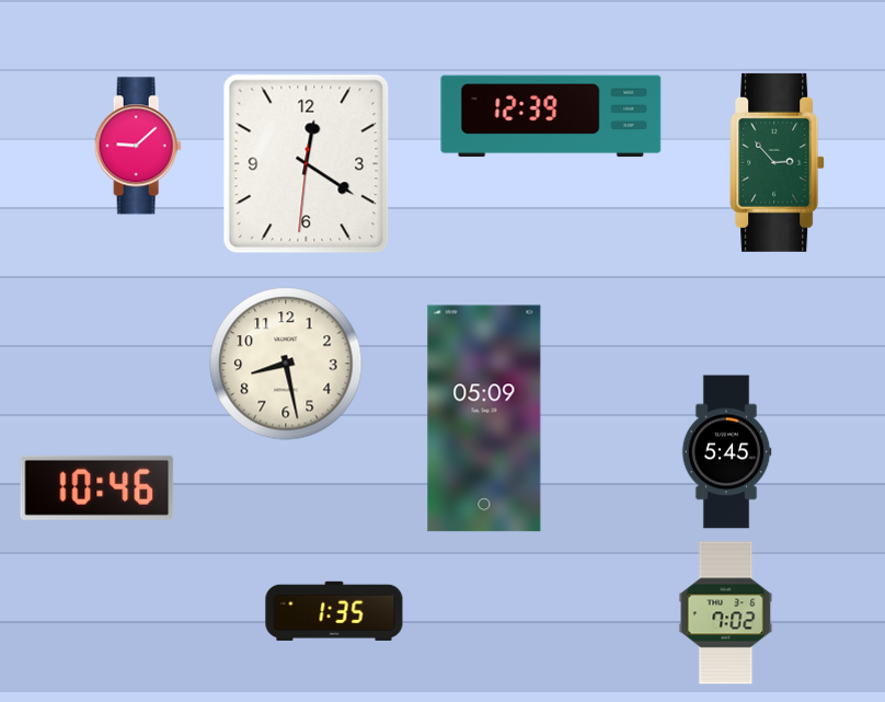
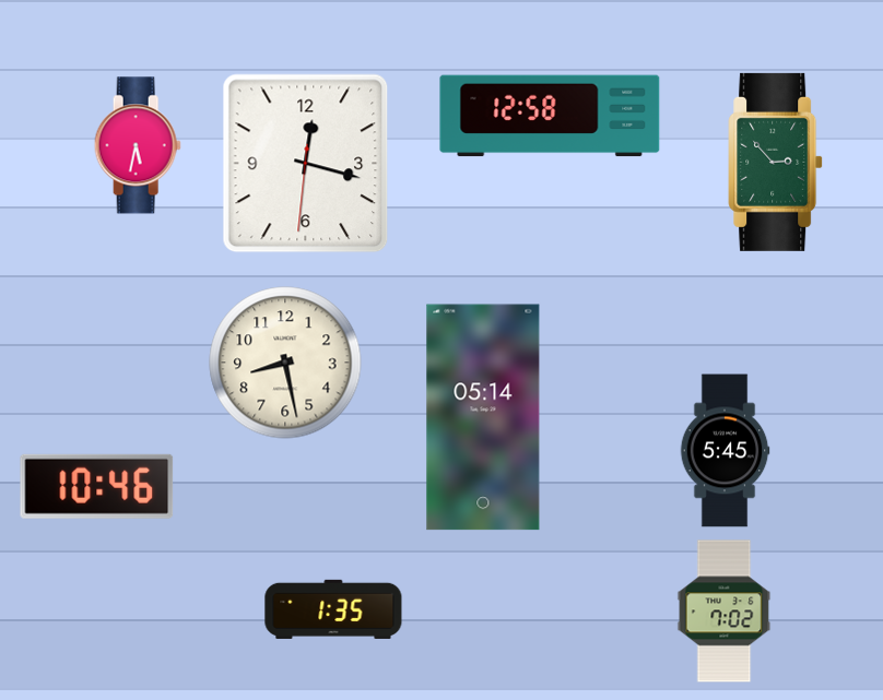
clock at (551, 116): 12:39 -> 12:58
clock at (138, 146): 9:08 -> 5:32
clock at (307, 164): 12:20 -> 12:17
clock at (484, 418): 05:09 -> 05:14
